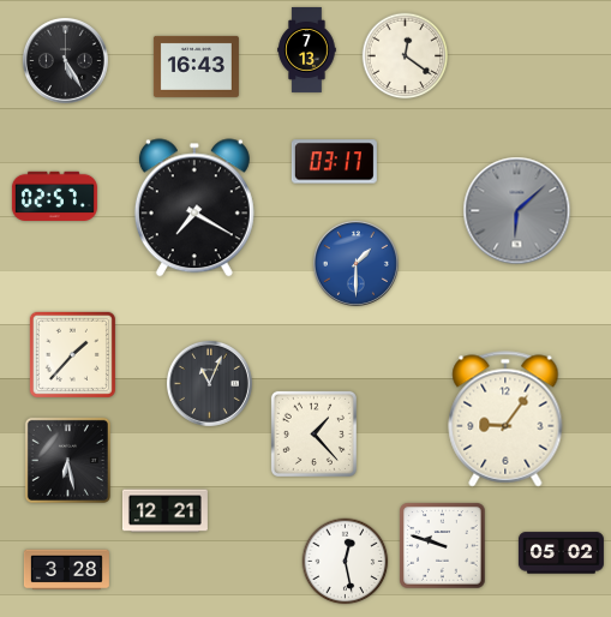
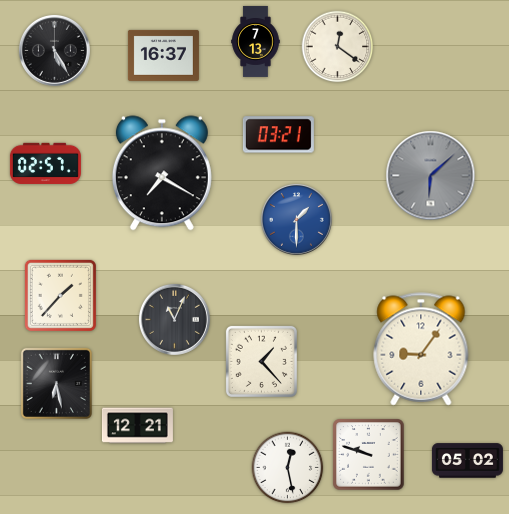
clock at (196, 66): 16:43 -> 16:37
clock at (334, 162): 03:17 -> 03:21
clock at (66, 570): 3:28 -> none
